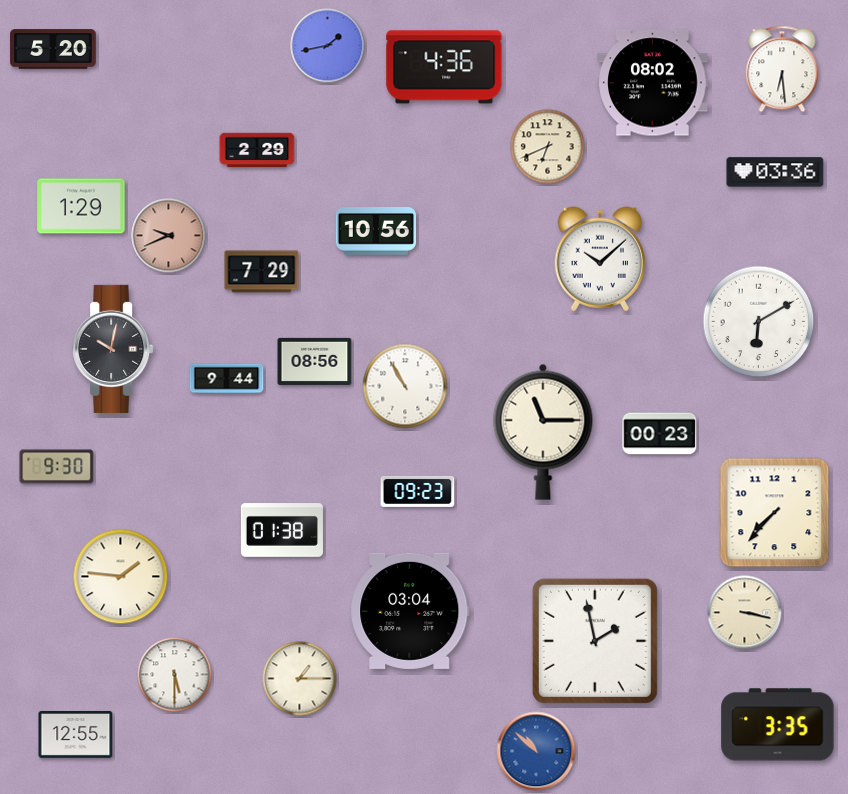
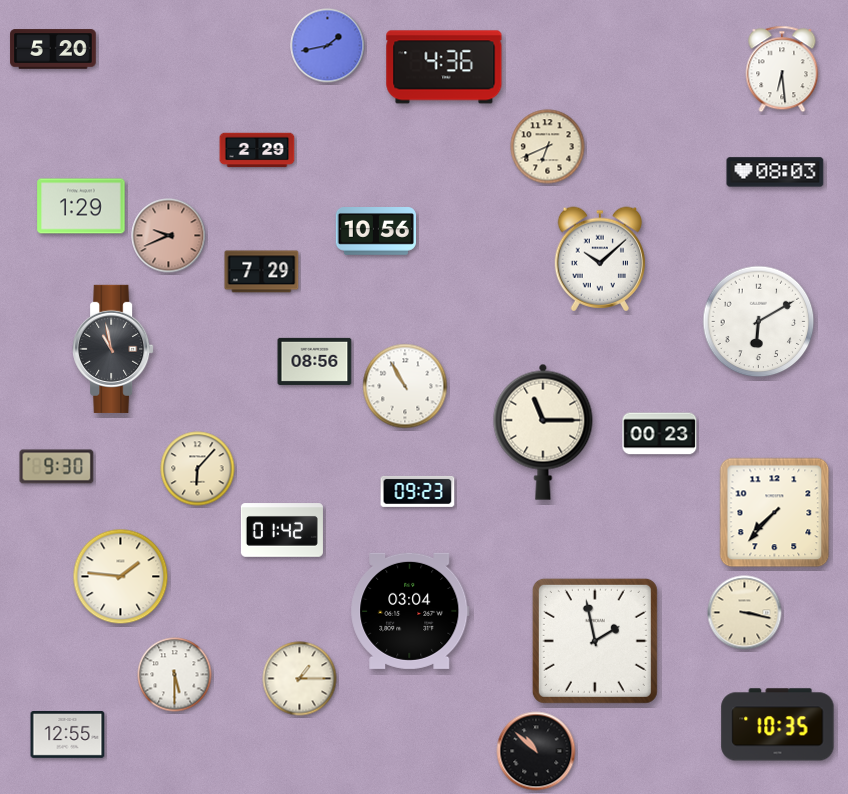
clock at (653, 83): 08:02 -> none
clock at (775, 172): 03:36 -> 08:03
clock at (113, 349): 10:02 -> 10:58
clock at (227, 379): 9:44 -> none
clock at (198, 469): none -> 6:07
clock at (282, 530): 01:38 -> 01:42
clock at (778, 725): 3:35 -> 10:35
clock at (76, 734) position: (76, 734) -> (68, 734)
clock at (536, 751) dial: blue -> black
